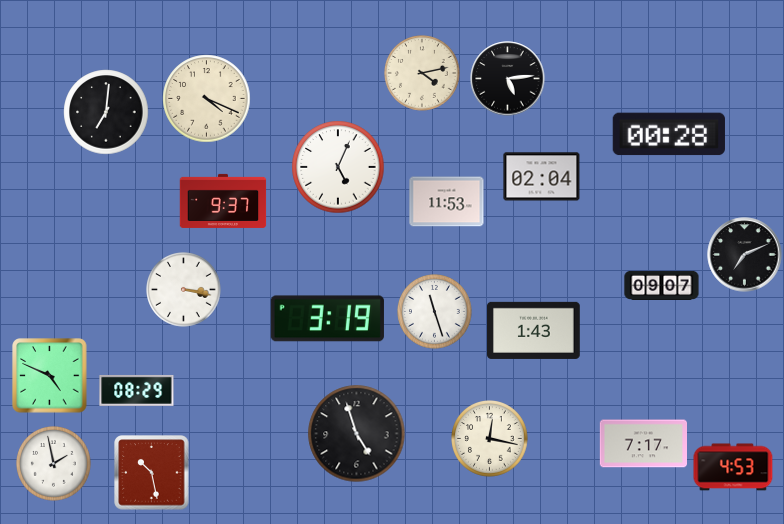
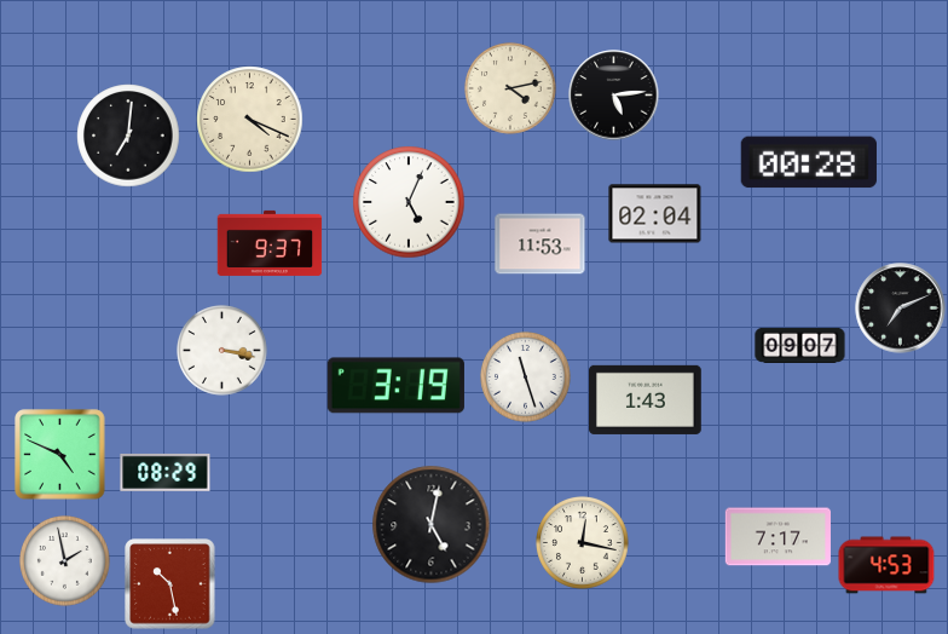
clock at (357, 434): 4:57 -> 5:02
clock at (490, 439) position: (490, 439) -> (583, 543)
clock at (152, 473) position: (152, 473) -> (170, 584)
